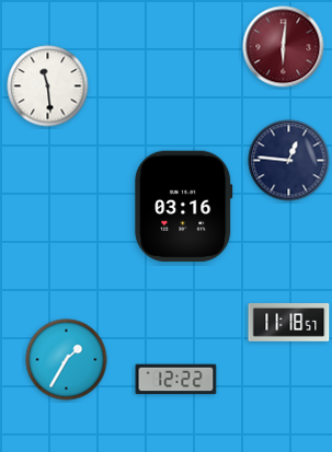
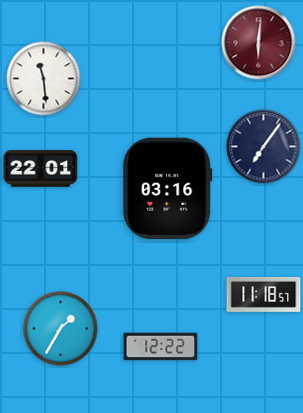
clock at (289, 161): 12:46 -> 7:06
clock at (41, 169): none -> 22:01
